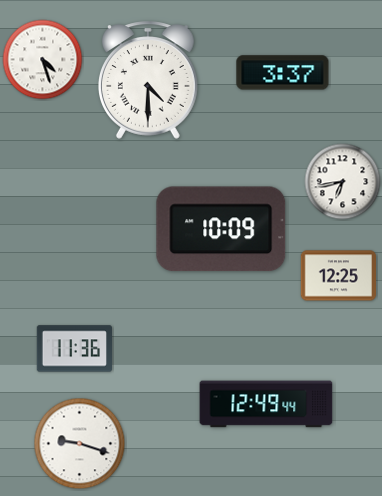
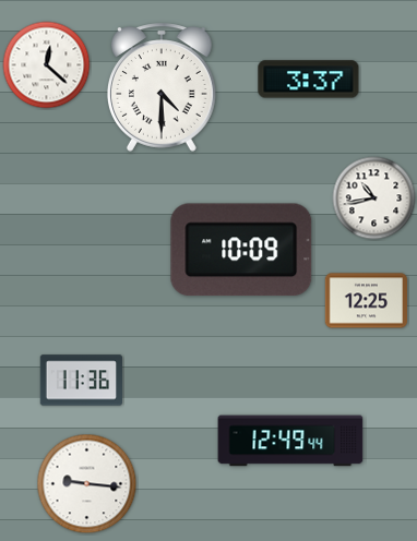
clock at (43, 60): 4:27 -> 12:22
clock at (343, 182): 6:43 -> 10:43
clock at (339, 276) position: (339, 276) -> (367, 301)
clock at (80, 444): 9:18 -> 9:16
